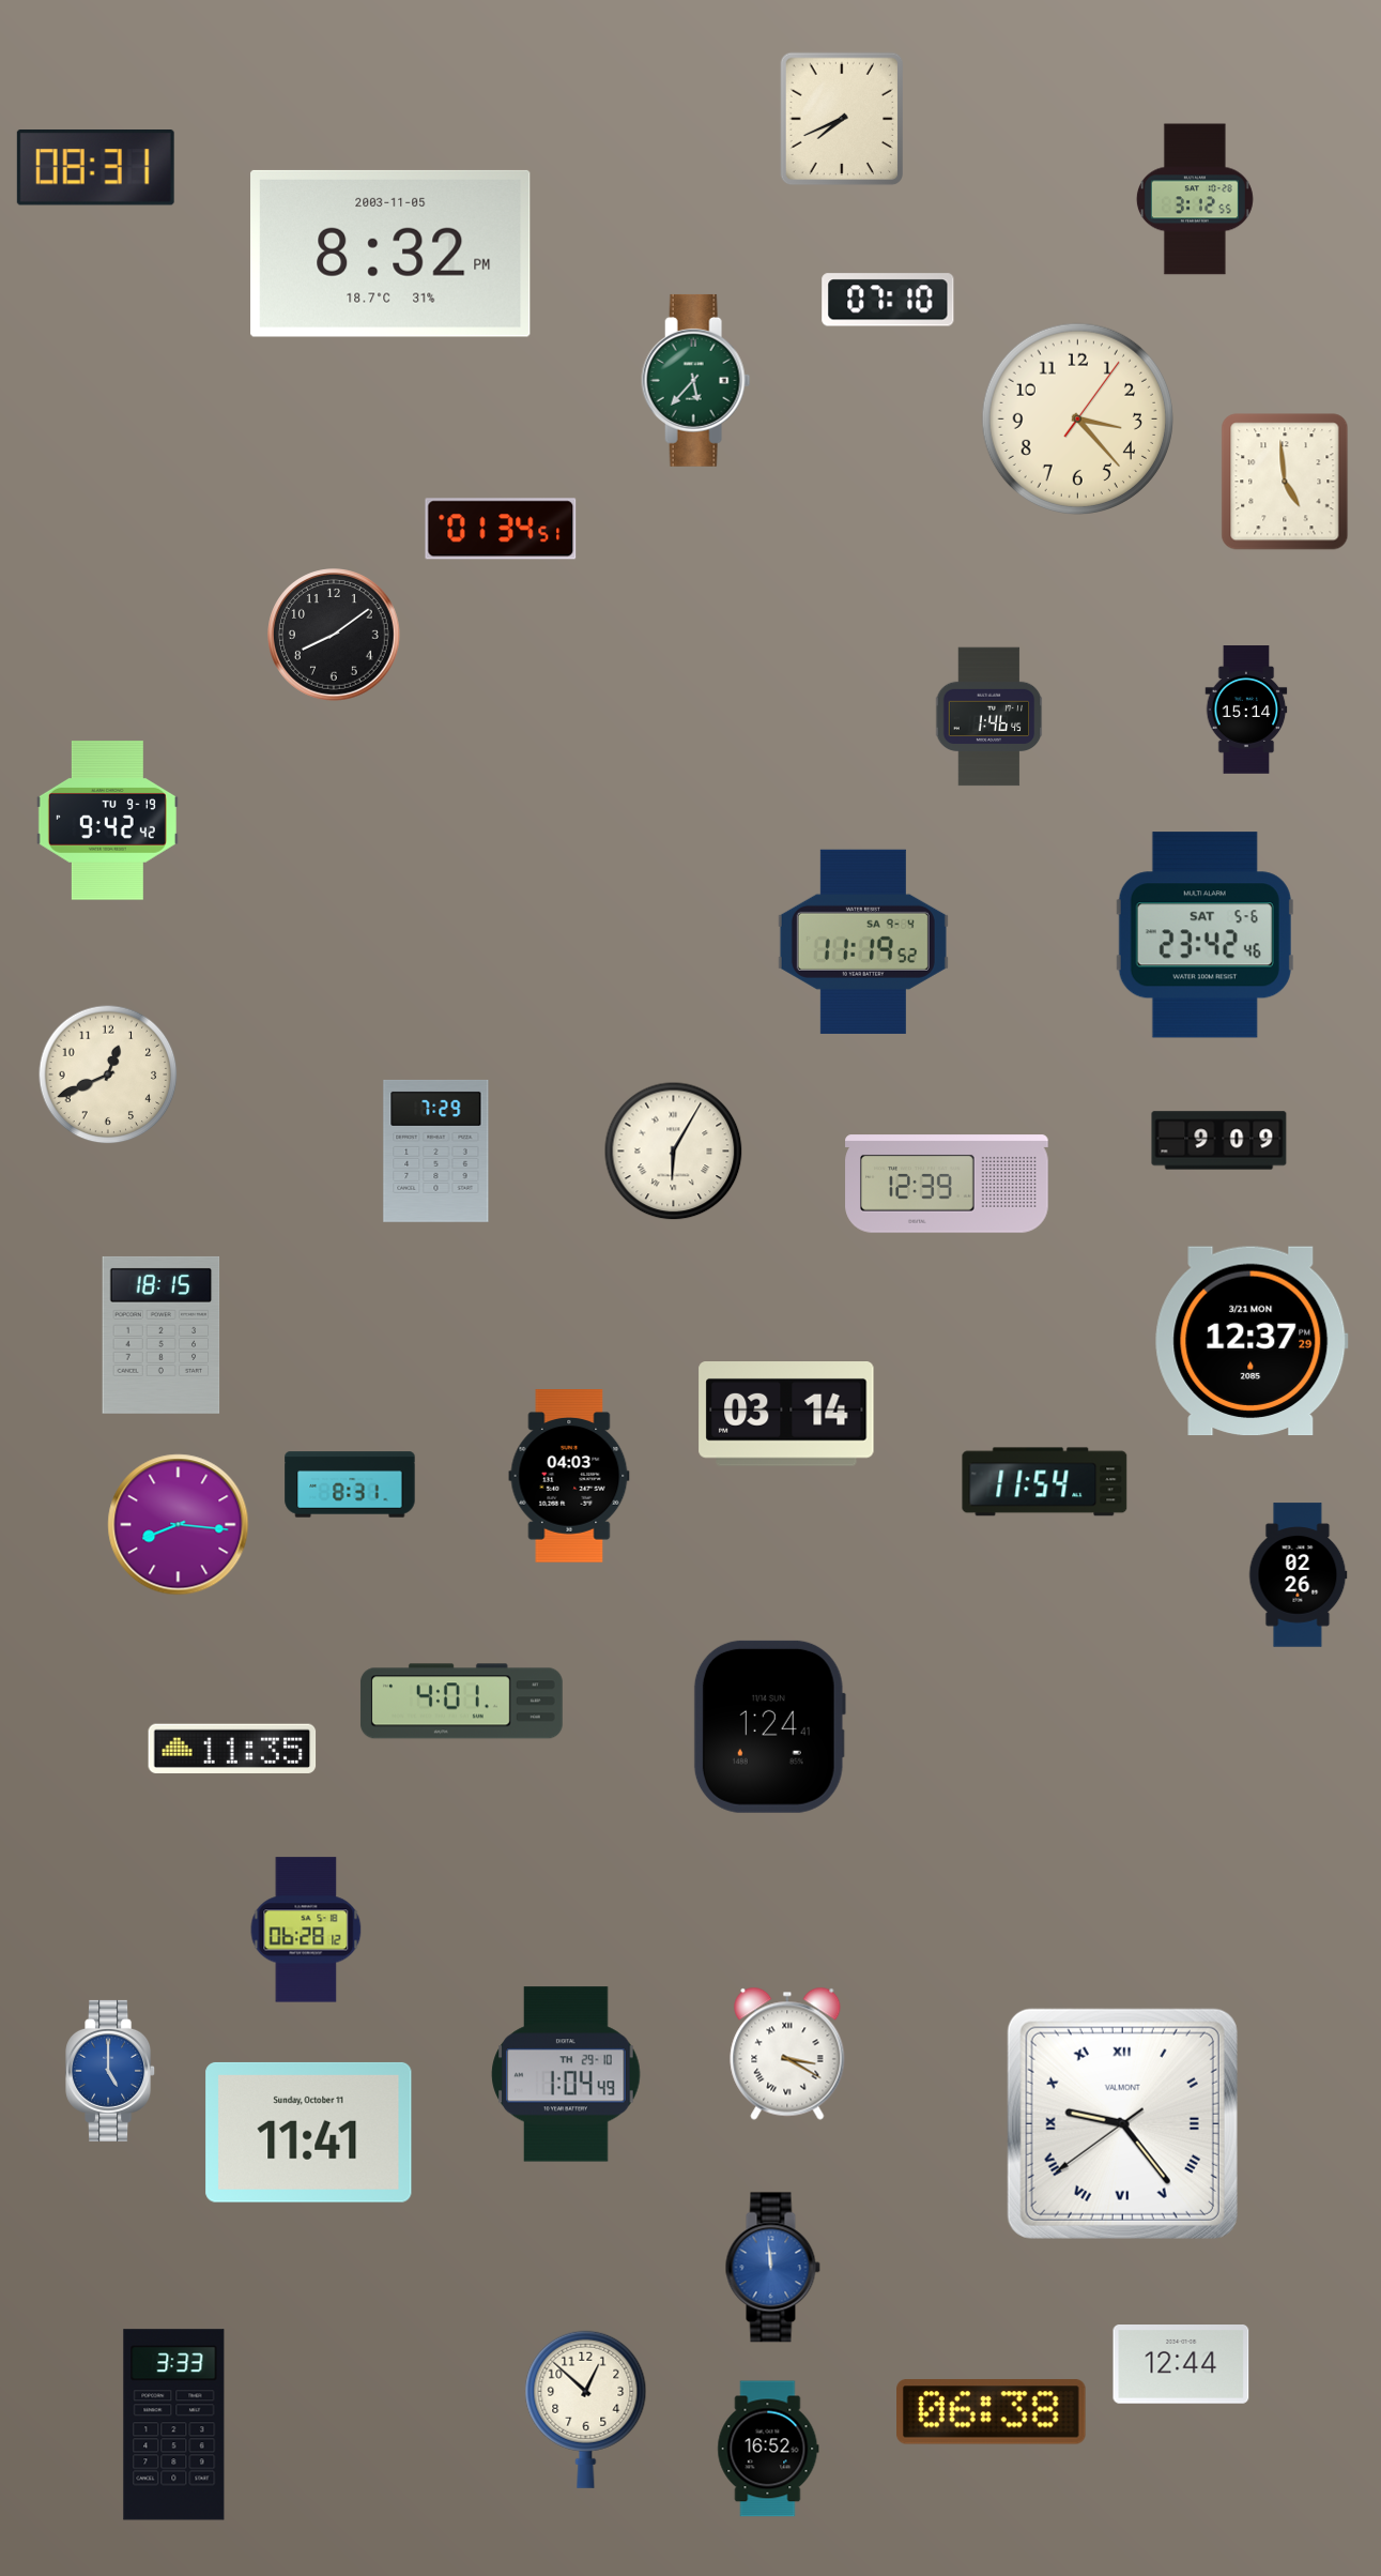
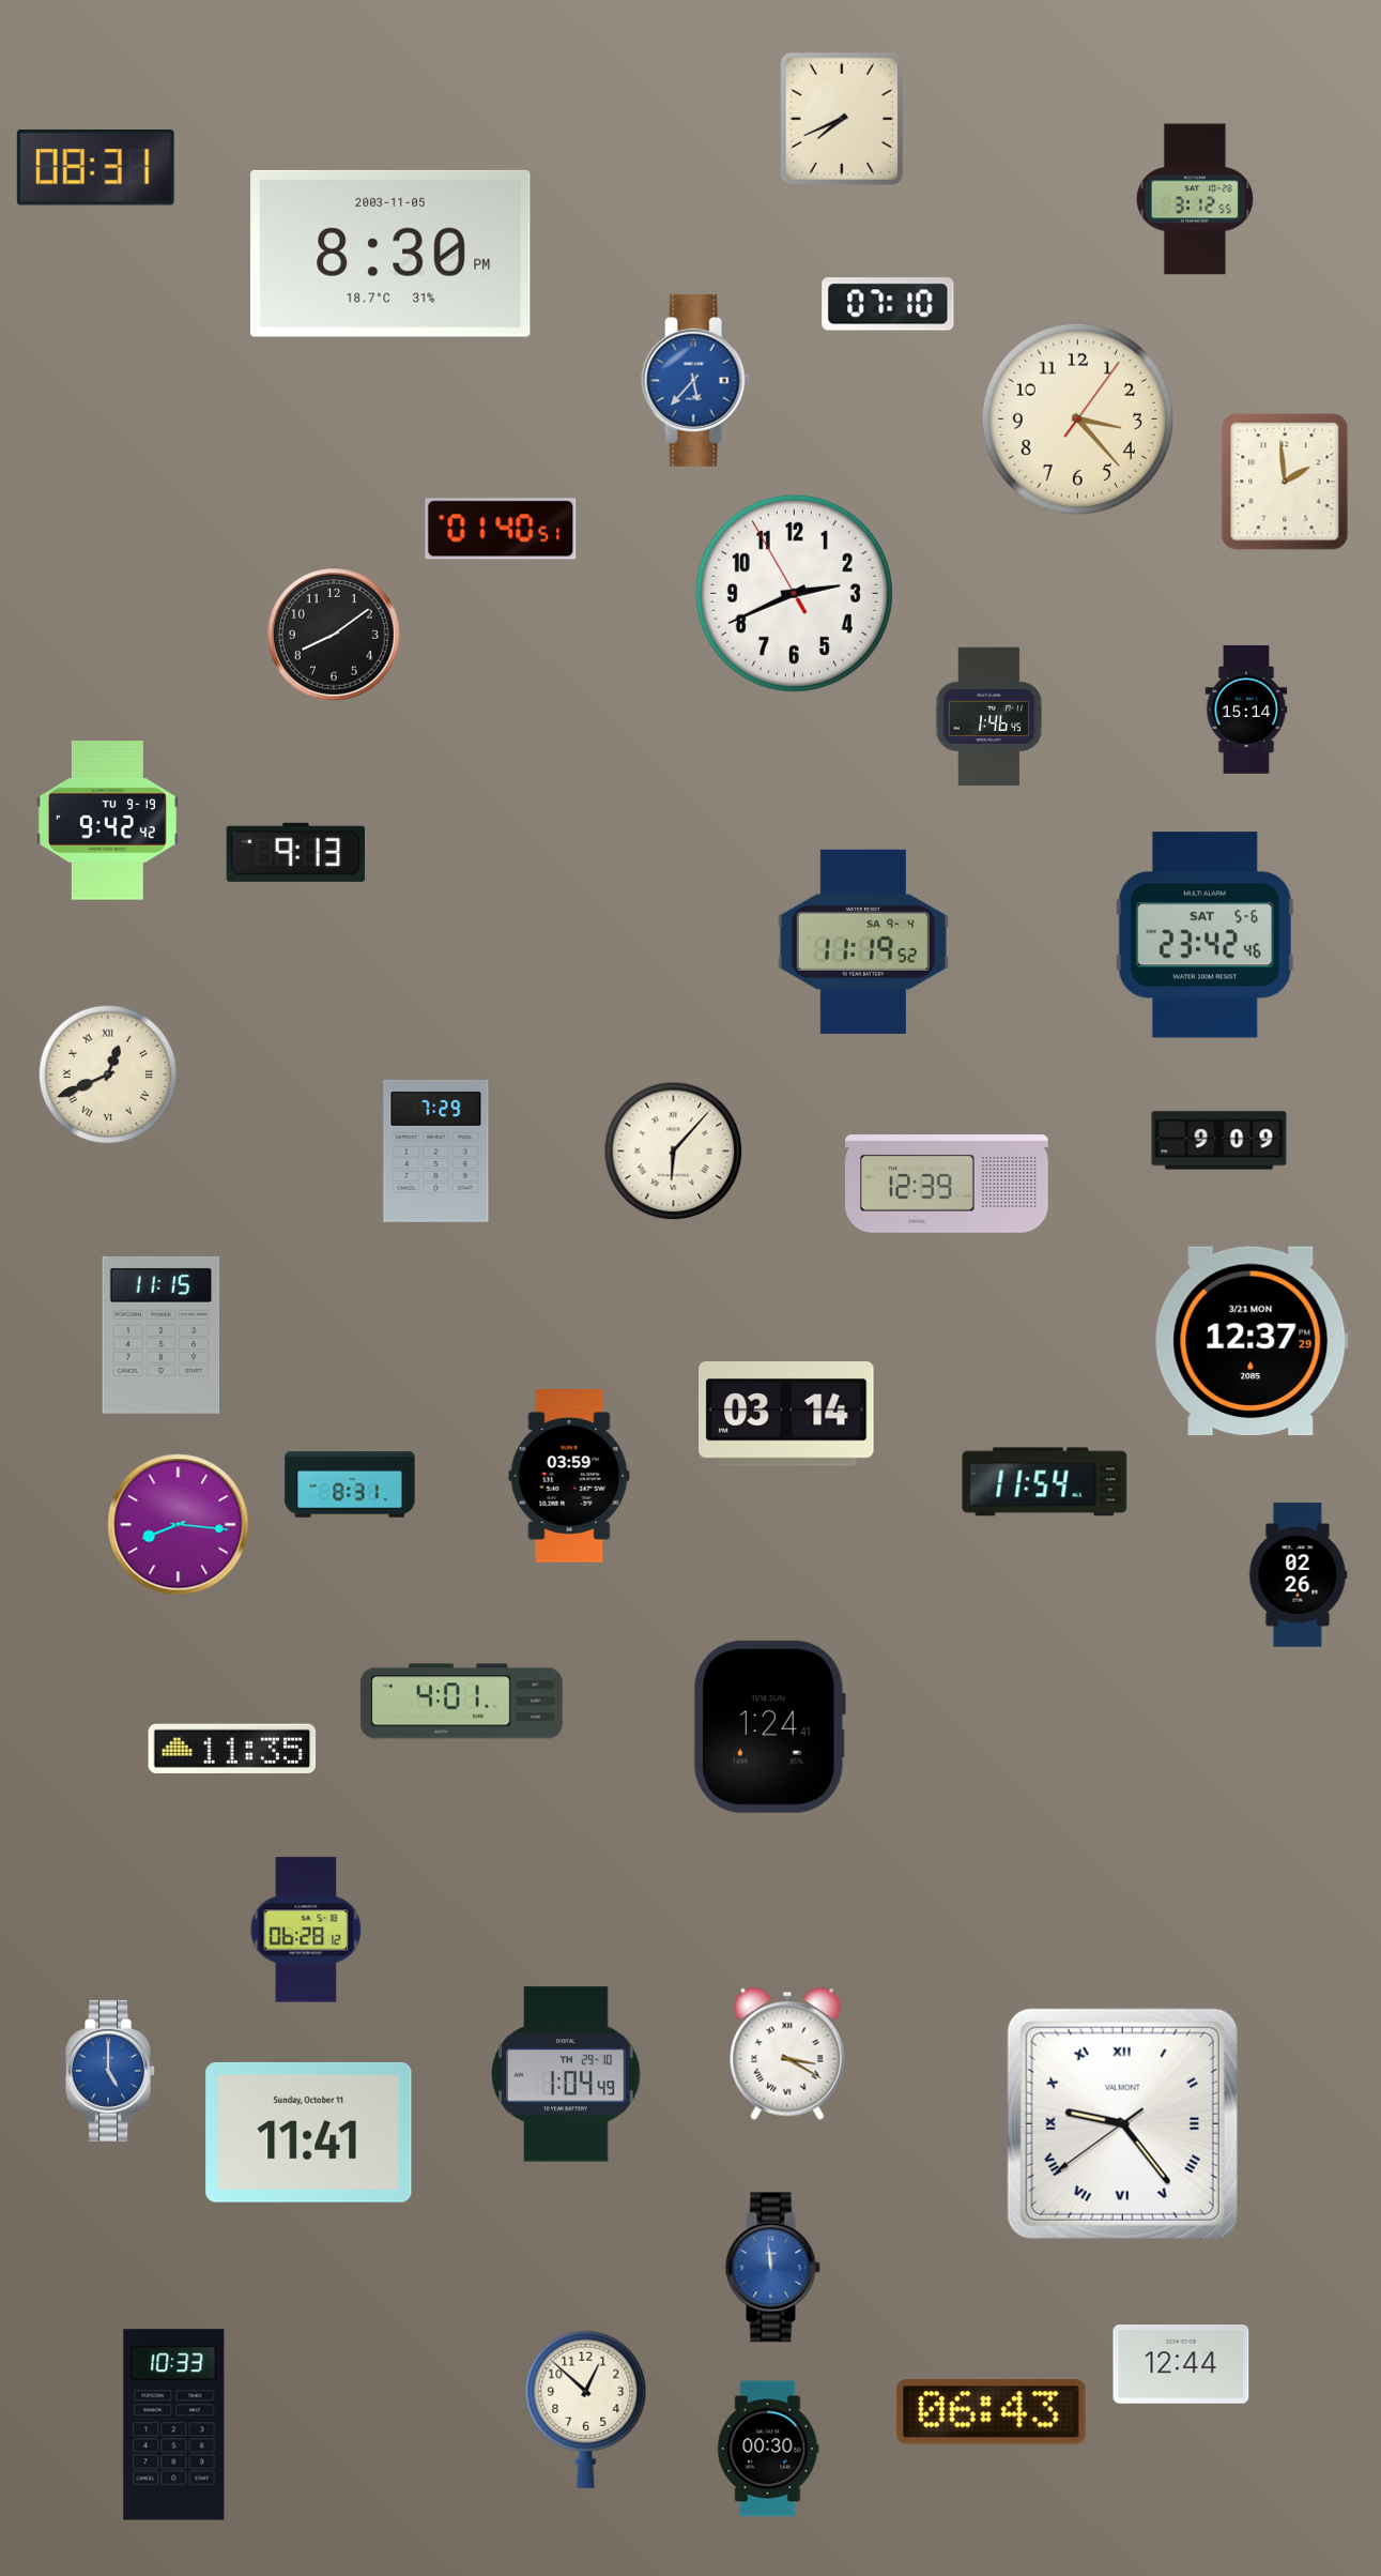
clock at (390, 254): 8:32 -> 8:30
clock at (888, 300) position: (888, 300) -> (888, 304)
clock at (696, 380) dial: green -> blue
clock at (1285, 482): 4:59 -> 1:59
clock at (501, 529): 01:34 -> 01:40
clock at (794, 593): none -> 2:40
clock at (295, 852): none -> 9:13
clock at (108, 1074) numerals: Arabic -> Roman
clock at (674, 1152): 6:05 -> 6:07
clock at (162, 1335): 18:15 -> 11:15
clock at (569, 1477): 04:03 -> 03:59
clock at (992, 2412): 06:38 -> 06:43
clock at (174, 2425): 3:33 -> 10:33
clock at (768, 2449): 16:52 -> 00:30
